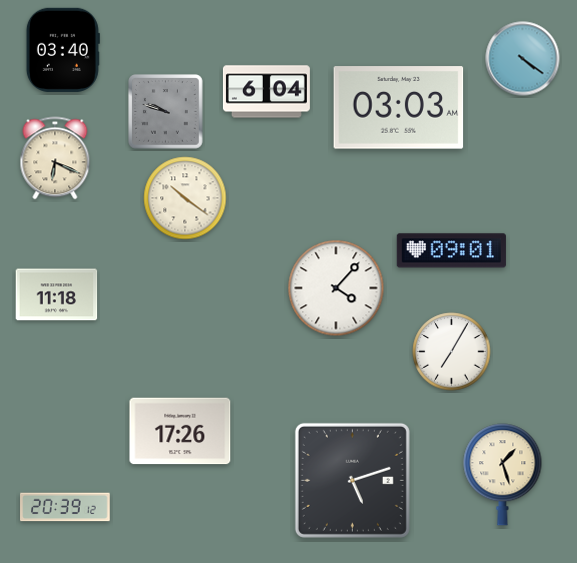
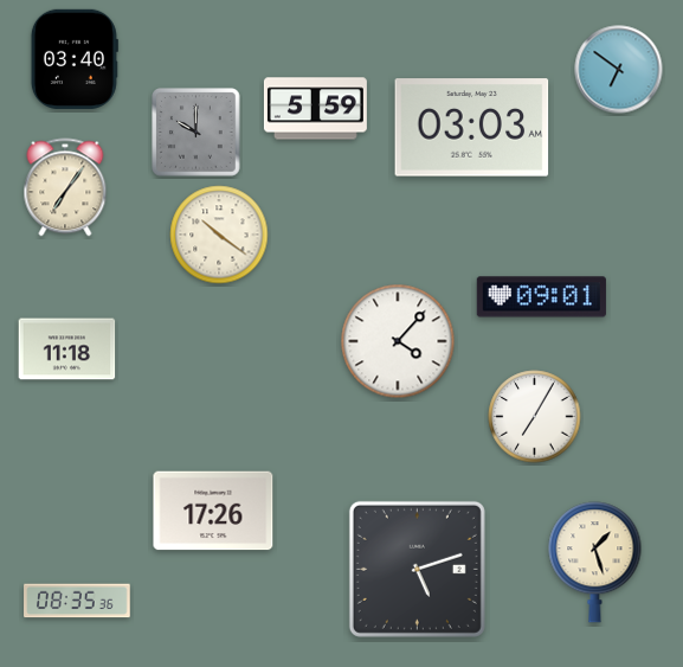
clock at (523, 59): 4:21 -> 6:51
clock at (266, 92): 6:04 -> 5:59
clock at (166, 112): 9:48 -> 10:00
clock at (55, 158): 6:19 -> 7:06
clock at (451, 251) position: (451, 251) -> (541, 297)
clock at (65, 507): 20:39 -> 08:35
